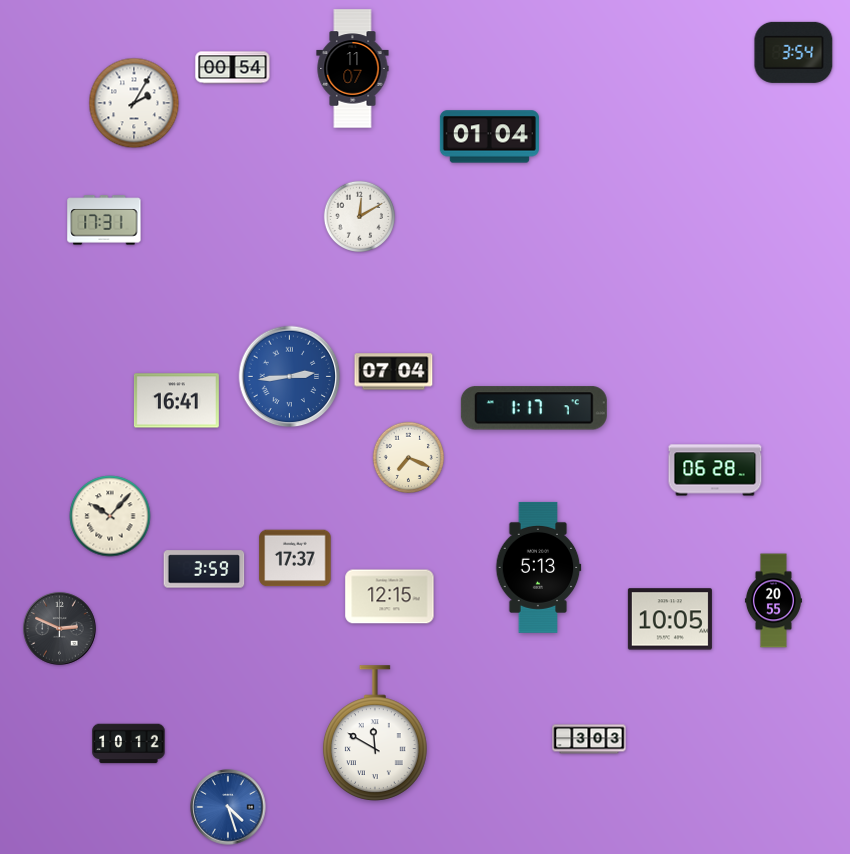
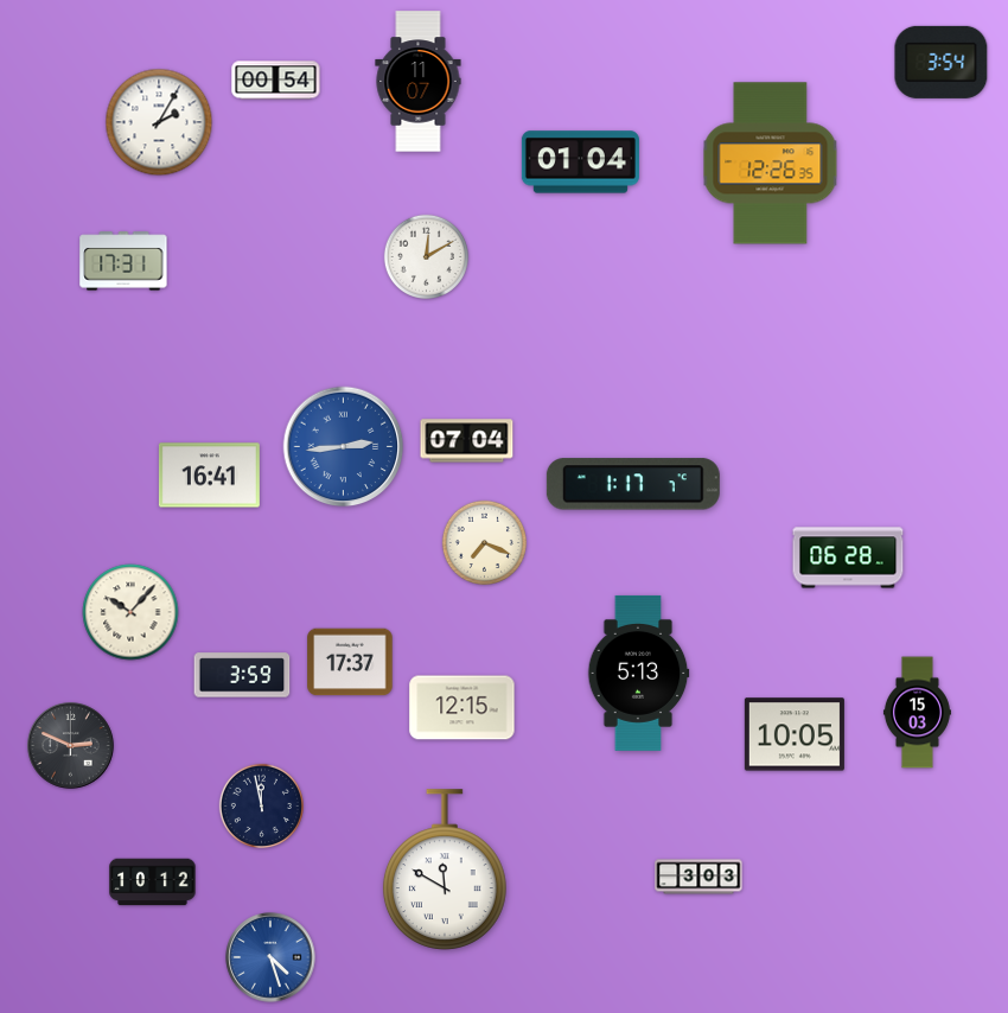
clock at (771, 164): none -> 12:26
clock at (773, 601): 20:55 -> 15:03
clock at (261, 805): none -> 11:58
